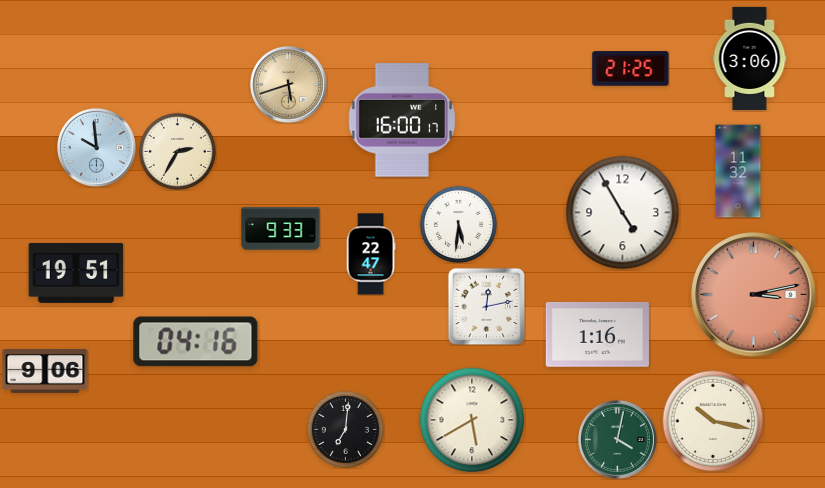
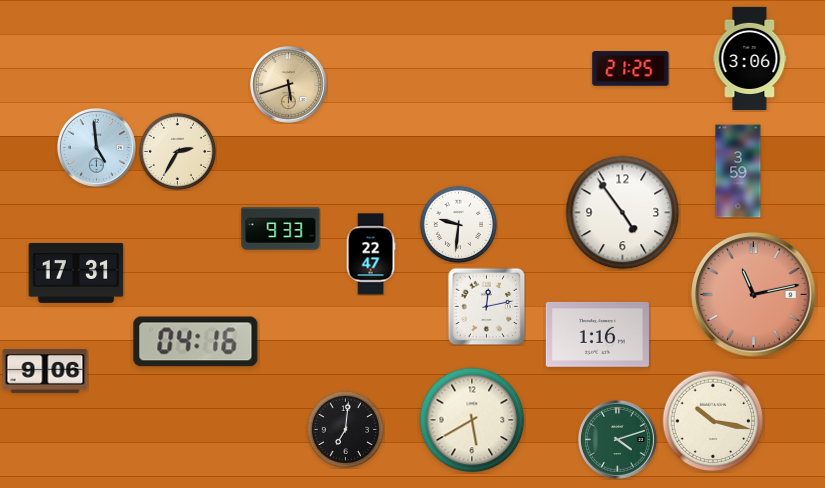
clock at (402, 120): 16:00 -> none
clock at (96, 147): 9:59 -> 4:59
clock at (738, 171): 11:32 -> 3:59
clock at (623, 213): 4:55 -> 4:54
clock at (458, 224): 5:31 -> 9:31
clock at (76, 273): 19:51 -> 17:31
clock at (754, 295): 3:13 -> 11:13
clock at (617, 439): 4:02 -> 4:12
